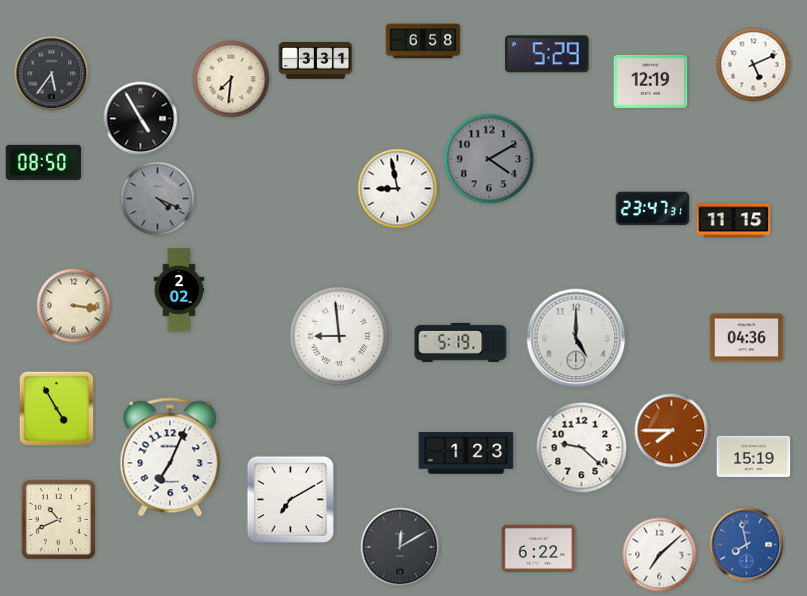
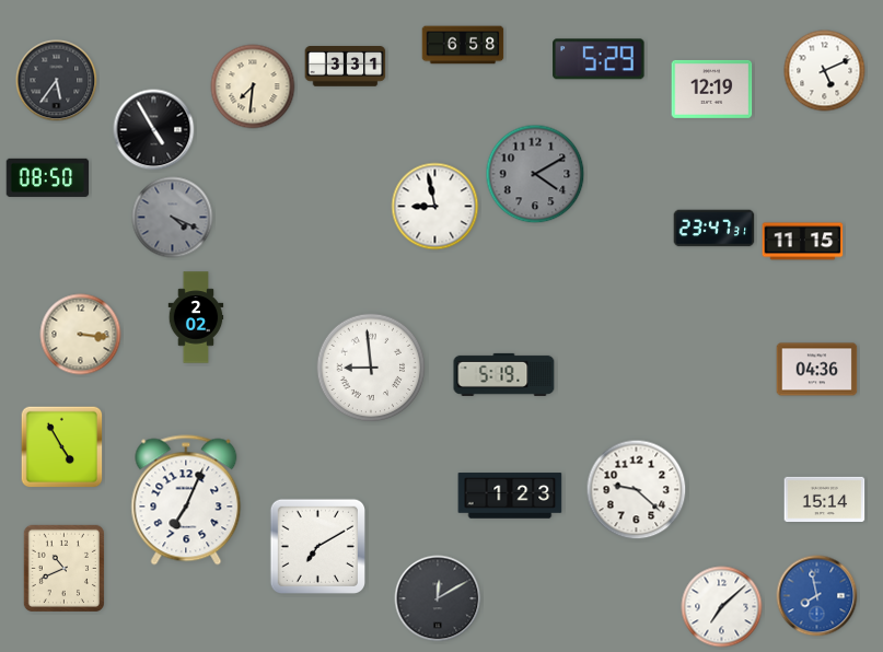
clock at (576, 338): 5:00 -> none
clock at (672, 431): 7:45 -> none
clock at (754, 456): 15:19 -> 15:14
clock at (539, 548): 6:22 -> none
